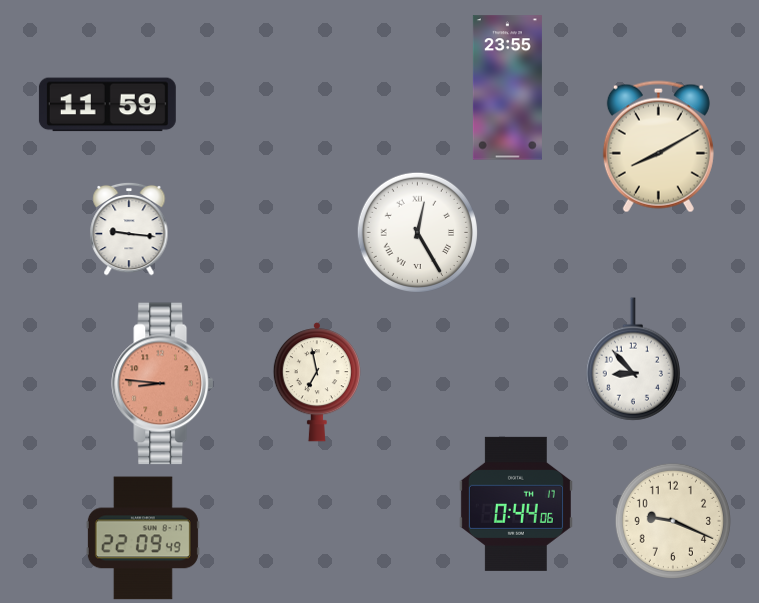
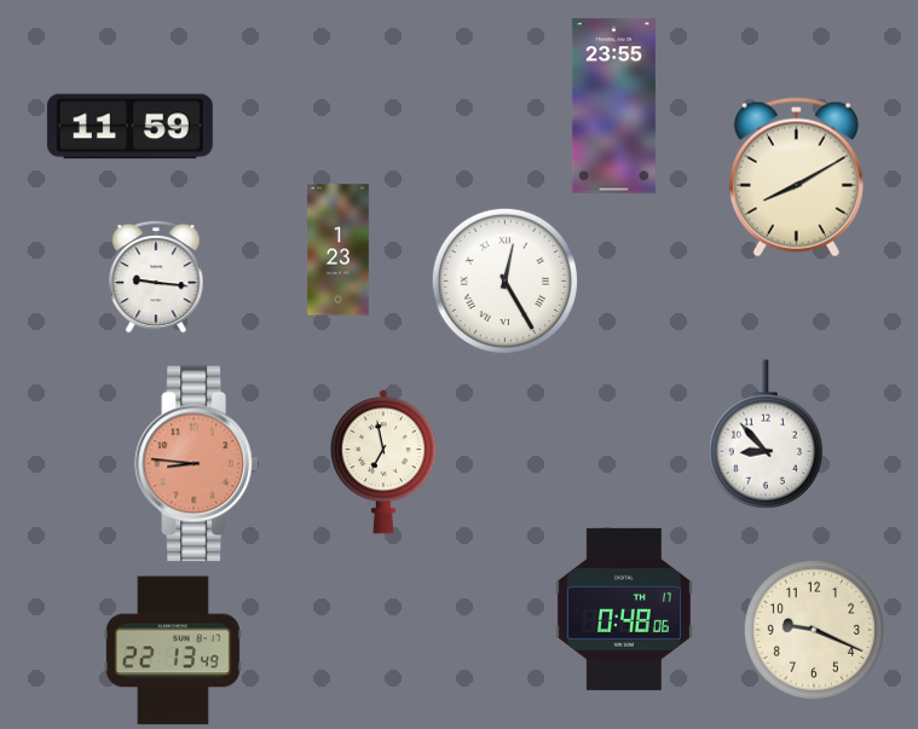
clock at (339, 250): none -> 1:23
clock at (516, 504): 0:44 -> 0:48
clock at (143, 538): 22:09 -> 22:13
